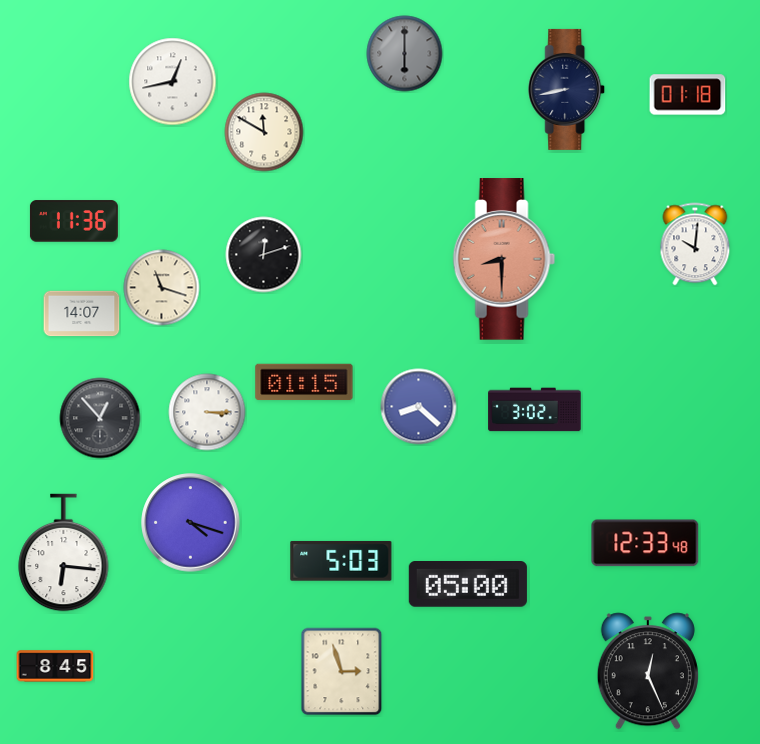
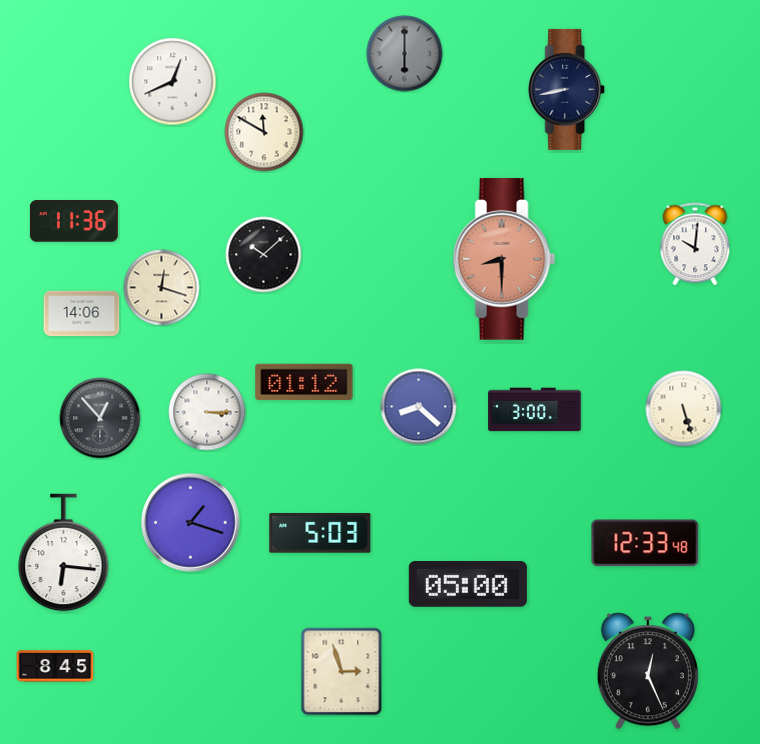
clock at (173, 82): 12:43 -> 12:41
clock at (688, 95): 01:18 -> none
clock at (264, 255): 12:12 -> 10:08
clock at (162, 288): 11:18 -> 12:18
clock at (82, 314): 14:07 -> 14:06
clock at (304, 382): 01:15 -> 01:12
clock at (684, 409): none -> 5:27
clock at (535, 410): 3:02 -> 3:00
clock at (191, 523): 4:18 -> 1:18
clock at (341, 561) position: (341, 561) -> (320, 533)
